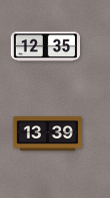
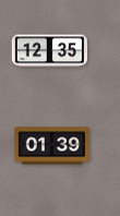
clock at (47, 134): 13:39 -> 01:39
